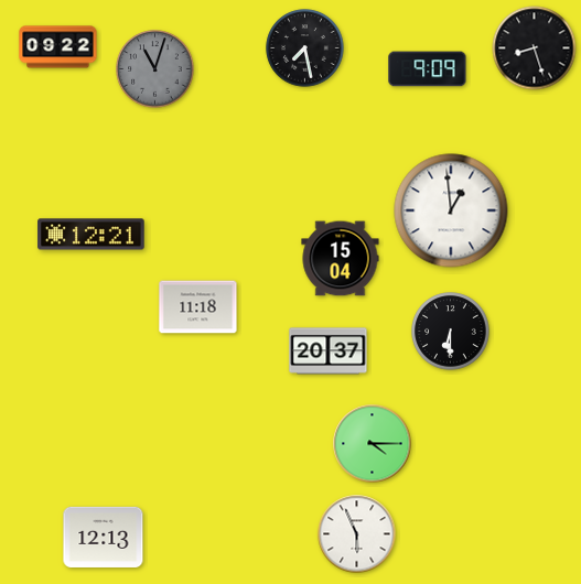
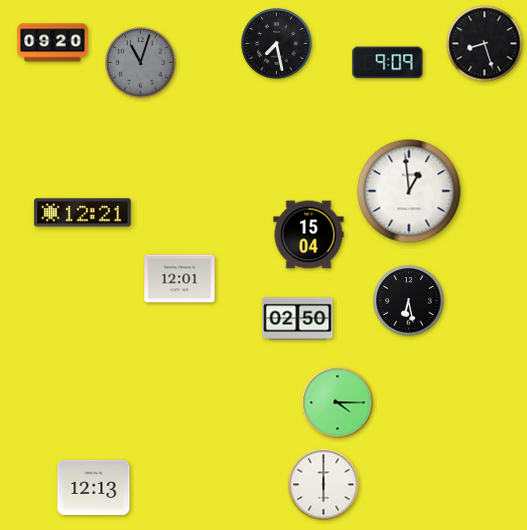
clock at (58, 47): 09:22 -> 09:20
clock at (198, 307): 11:18 -> 12:01
clock at (451, 332): 6:30 -> 6:28
clock at (329, 352): 20:37 -> 02:50
clock at (357, 534): 5:56 -> 6:00
